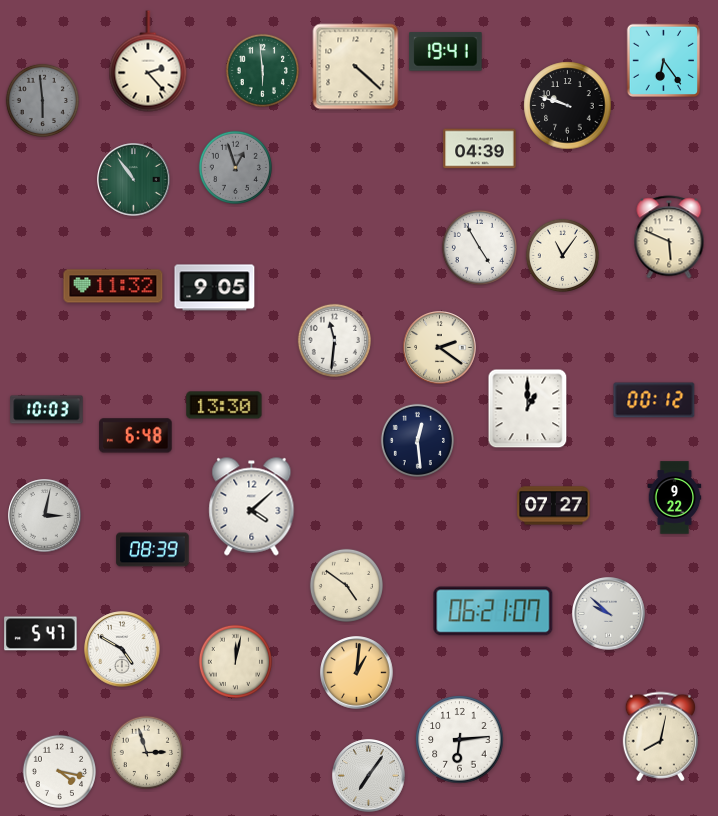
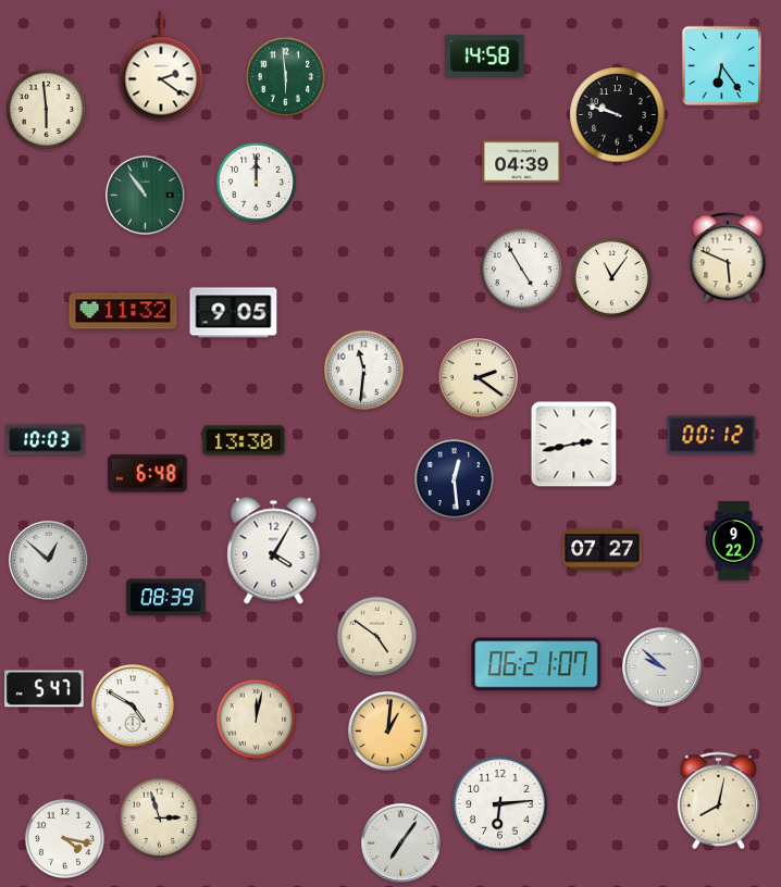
clock at (446, 52): 19:41 -> 14:58
clock at (148, 61): 2:23 -> 2:21
clock at (356, 67): 4:22 -> none
clock at (42, 100) dial: grey -> cream
clock at (235, 167): 12:57 -> 12:00
clock at (235, 167) dial: grey -> white
clock at (528, 409): 1:00 -> 2:43
clock at (47, 410) position: (47, 410) -> (46, 440)
clock at (252, 507): 4:08 -> 4:05
clock at (45, 516): 3:02 -> 12:52
